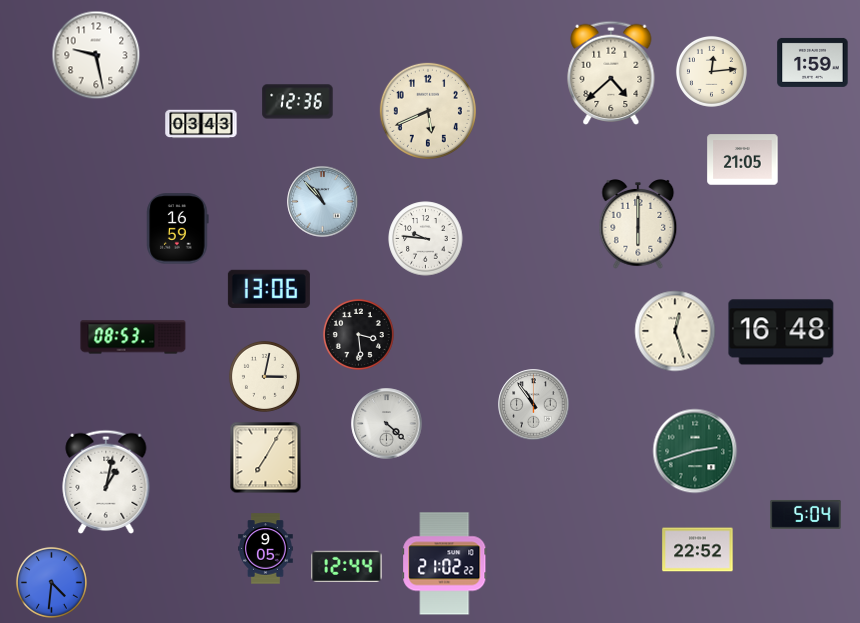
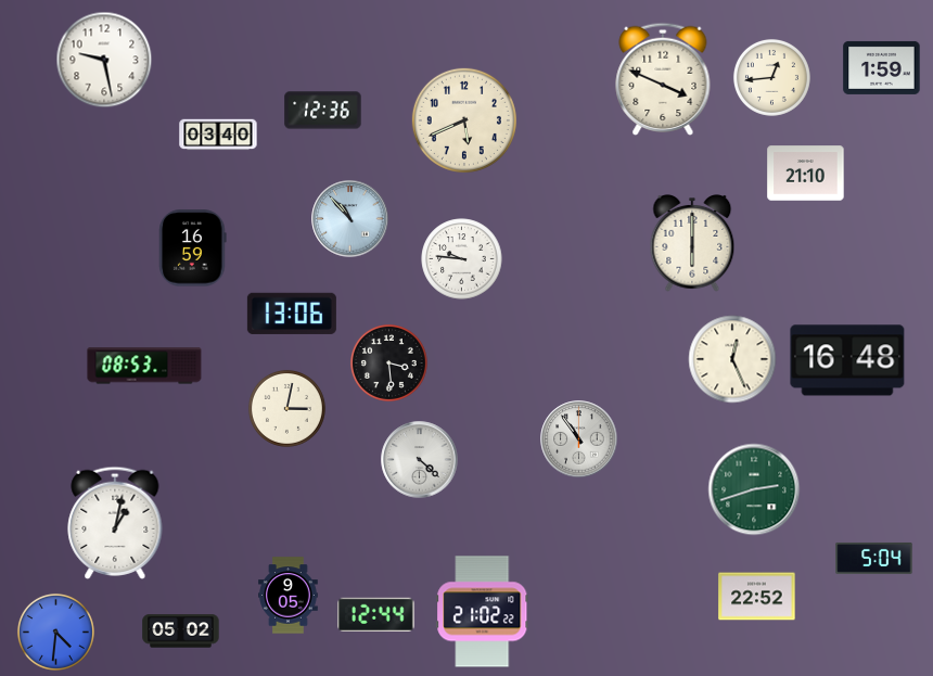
clock at (711, 71): 12:14 -> 12:44
clock at (611, 73): 4:38 -> 3:49
clock at (201, 124): 03:43 -> 03:40
clock at (743, 160): 21:05 -> 21:10
clock at (675, 331): 12:27 -> 12:26
clock at (266, 458): 7:05 -> none
clock at (181, 632): none -> 05:02
